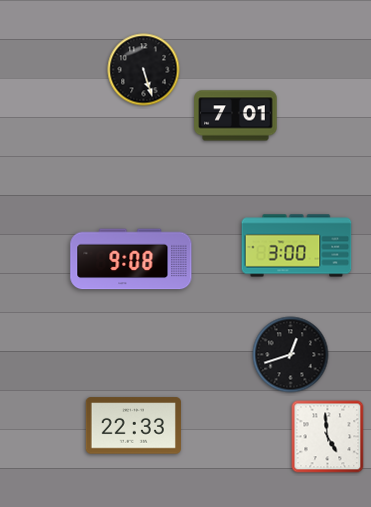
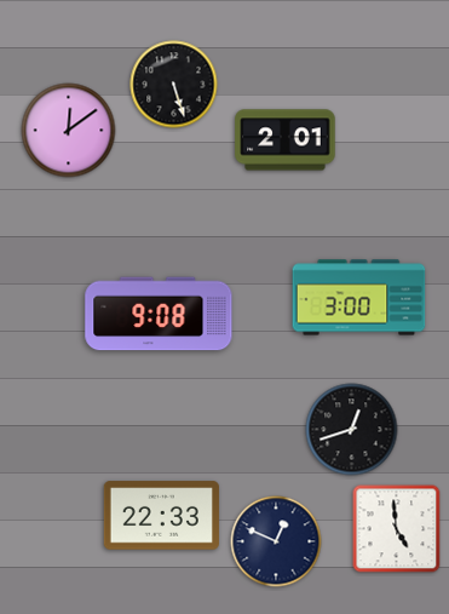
clock at (69, 131): none -> 12:09
clock at (236, 116): 7:01 -> 2:01
clock at (276, 541): none -> 12:49
